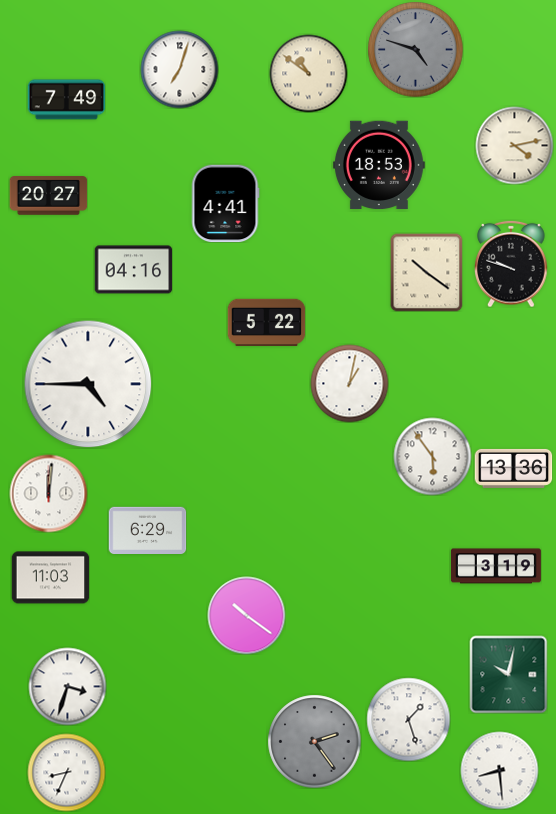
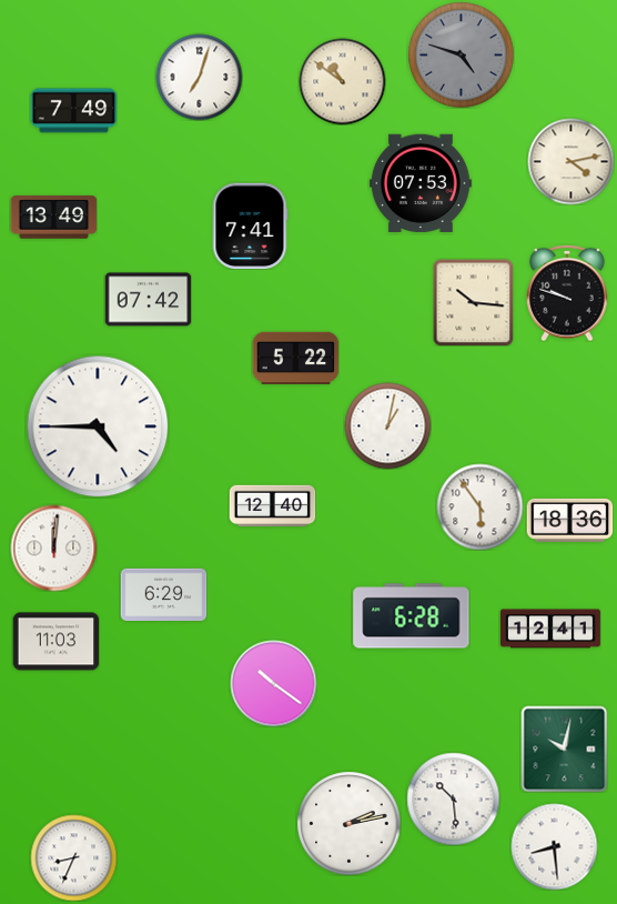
clock at (379, 165): 18:53 -> 07:53
clock at (48, 196): 20:27 -> 13:49
clock at (225, 203): 4:41 -> 7:41
clock at (133, 270): 04:16 -> 07:42
clock at (427, 272): 10:21 -> 10:16
clock at (272, 506): none -> 12:40
clock at (513, 468): 13:36 -> 18:36
clock at (147, 530) position: (147, 530) -> (163, 594)
clock at (412, 616): none -> 6:28
clock at (496, 566): 3:19 -> 12:41
clock at (67, 686): 3:33 -> none
clock at (408, 719): 1:27 -> 10:29
clock at (314, 741): 2:24 -> 2:13
clock at (314, 741) dial: grey -> white
clock at (499, 770) position: (499, 770) -> (554, 846)
